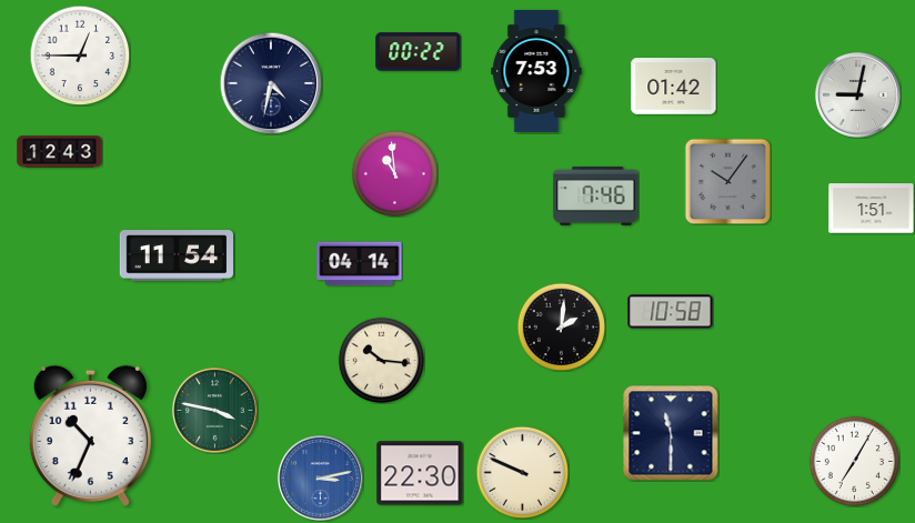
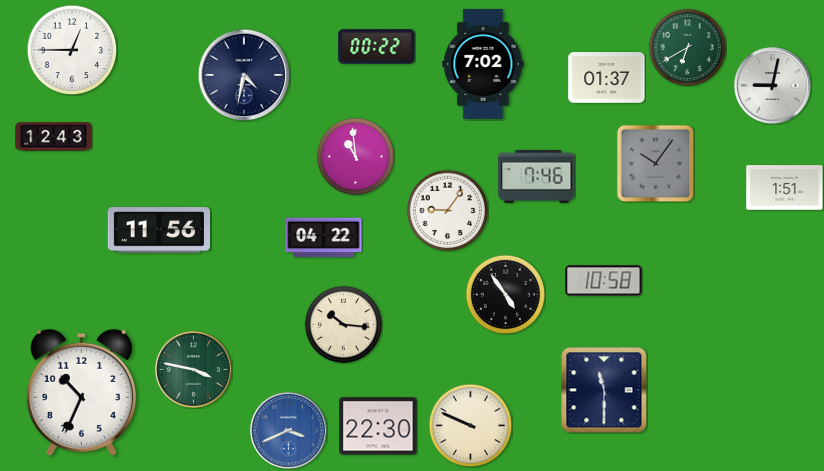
clock at (687, 47): none -> 6:40
clock at (536, 71): 7:53 -> 7:02
clock at (674, 87): 01:42 -> 01:37
clock at (447, 210): none -> 9:06
clock at (175, 255): 11:54 -> 11:56
clock at (360, 264): 04:14 -> 04:22
clock at (561, 326): 2:01 -> 4:54
clock at (854, 461): 7:05 -> none
clock at (320, 477): 3:13 -> 3:41
